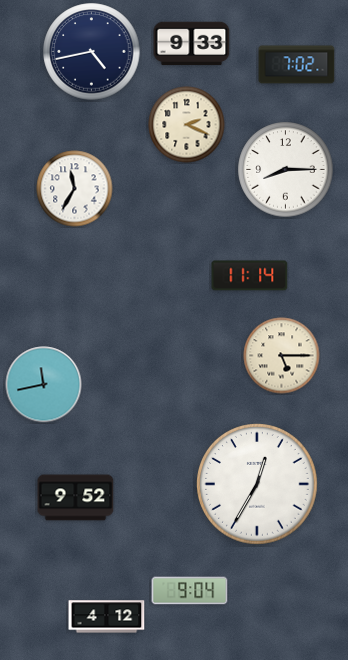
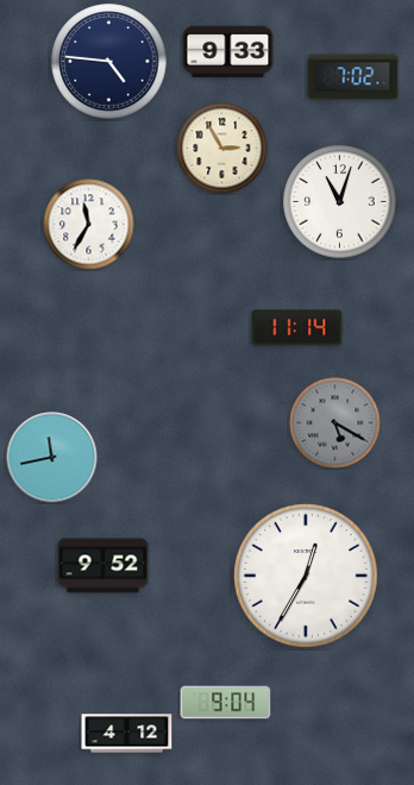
clock at (92, 52): 4:43 -> 4:46
clock at (187, 125): 2:19 -> 2:55
clock at (286, 170): 8:15 -> 11:03
clock at (282, 356): 5:15 -> 5:20
clock at (282, 356) dial: cream -> grey
clock at (76, 498) position: (76, 498) -> (103, 566)
